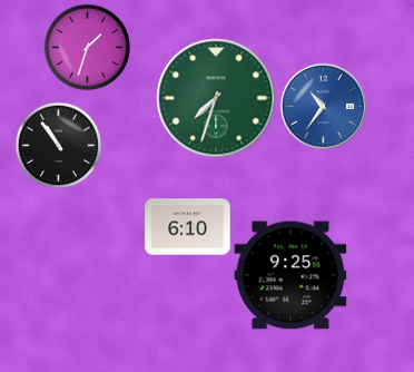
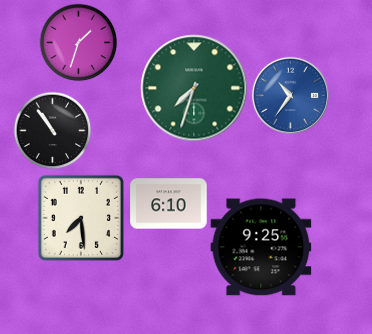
clock at (81, 218): none -> 7:29
